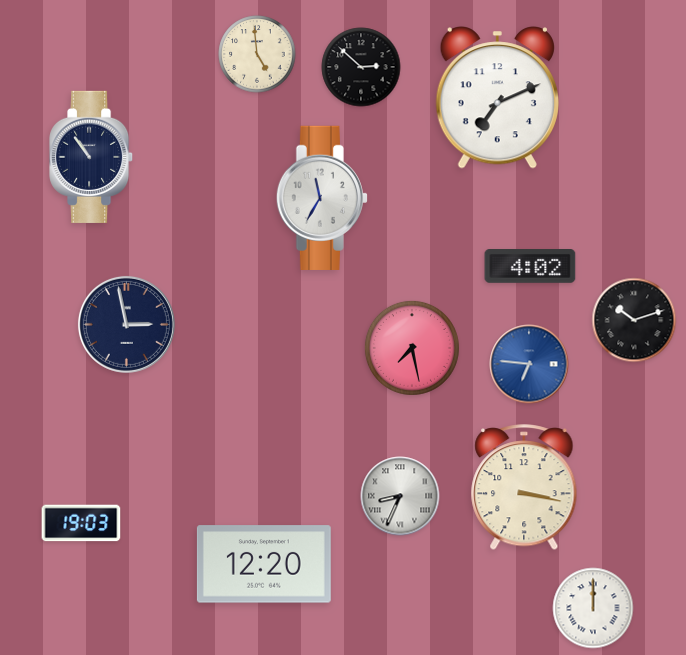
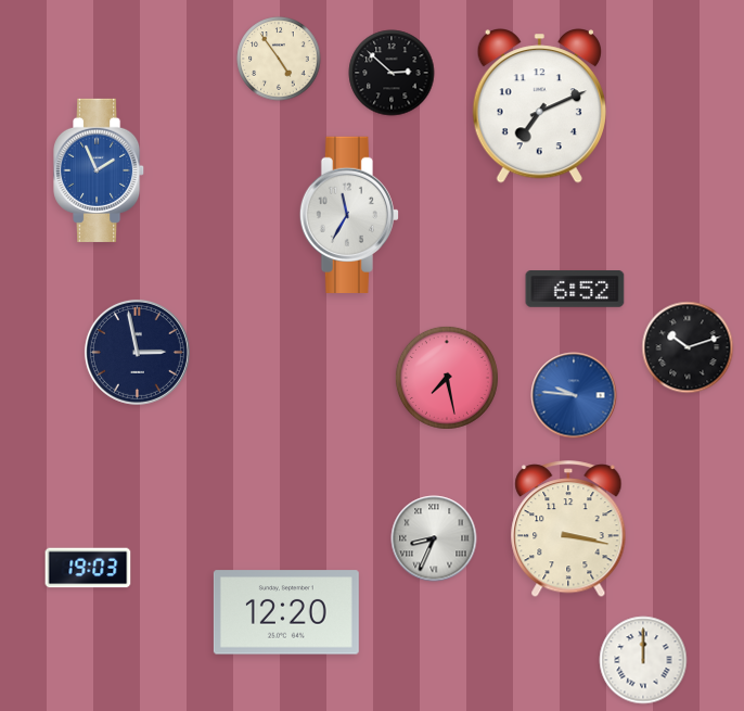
clock at (257, 54): 4:59 -> 4:54
clock at (92, 157): 10:54 -> 1:56
clock at (92, 157) dial: navy -> blue
clock at (530, 267): 4:02 -> 6:52
clock at (529, 364): 6:46 -> 9:46
